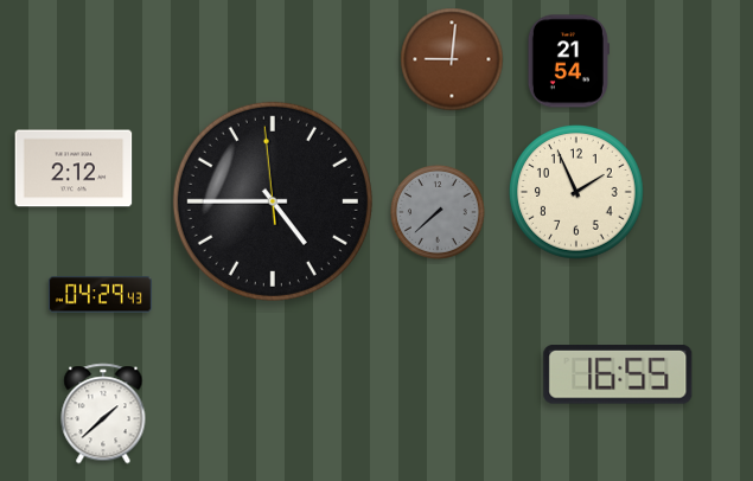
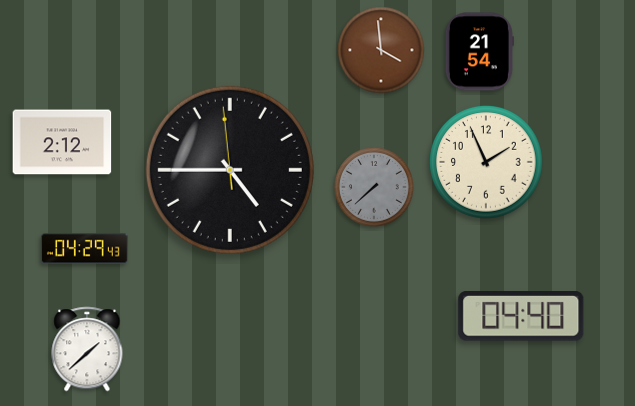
clock at (452, 59): 9:01 -> 3:59
clock at (438, 212) position: (438, 212) -> (374, 187)
clock at (618, 376): 16:55 -> 04:40
